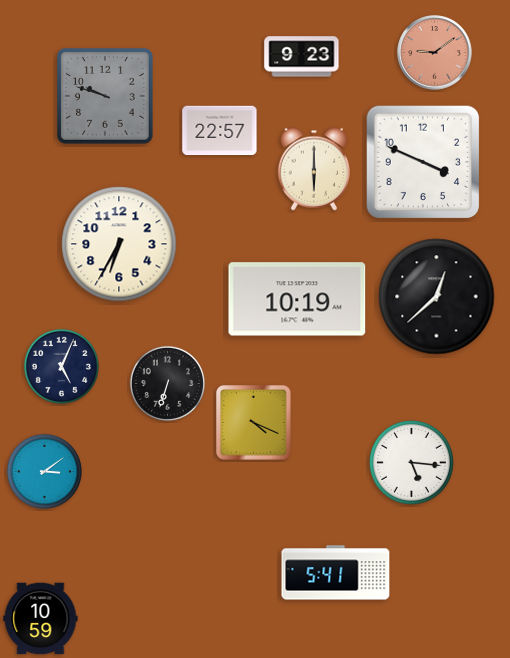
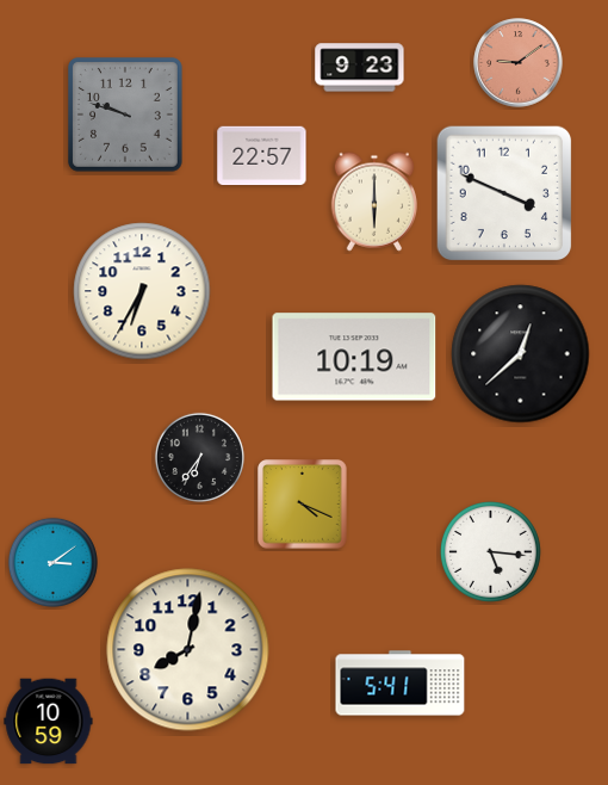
clock at (61, 366): 5:04 -> none
clock at (167, 383): 6:33 -> 6:36
clock at (188, 650): none -> 8:02
clock at (41, 619) position: (41, 619) -> (49, 722)
